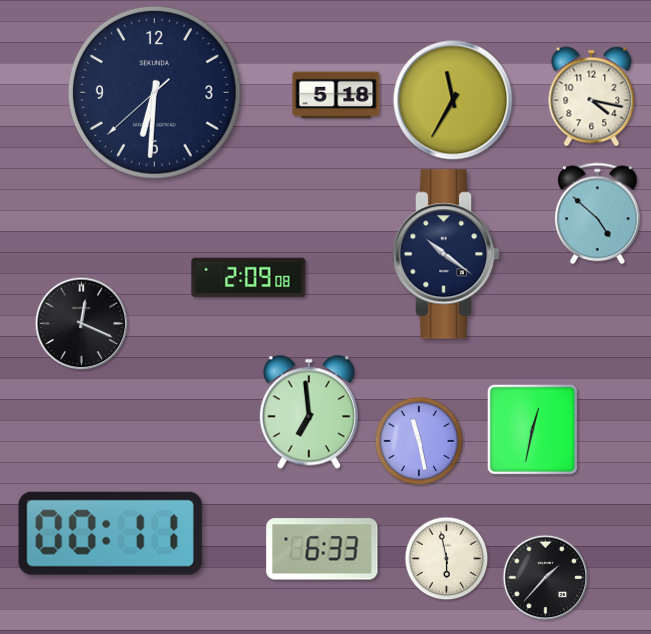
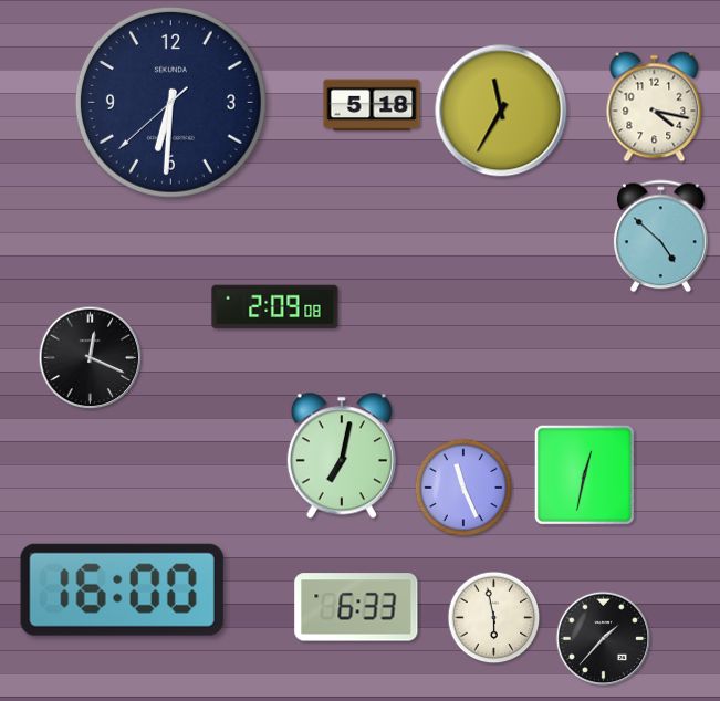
clock at (446, 254): 10:21 -> none
clock at (309, 412): 6:59 -> 7:02
clock at (532, 429) position: (532, 429) -> (584, 474)
clock at (419, 441): 11:28 -> 11:26
clock at (110, 533): 00:11 -> 16:00
